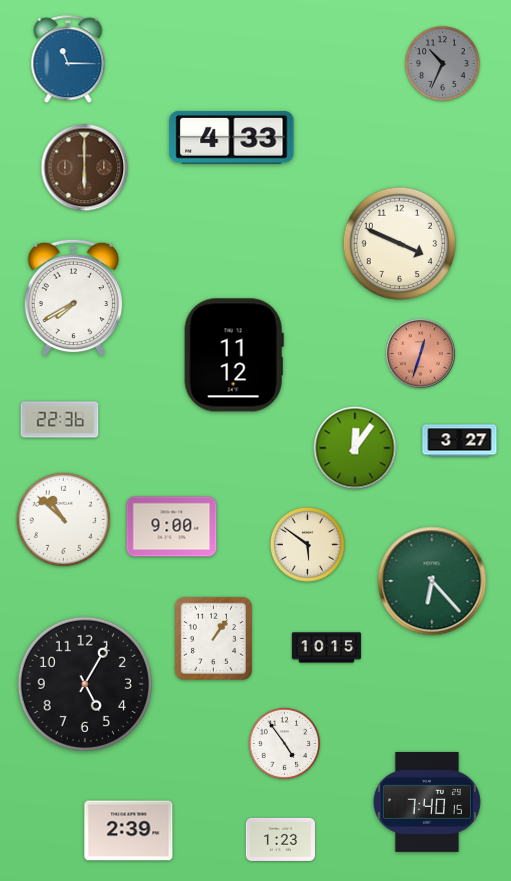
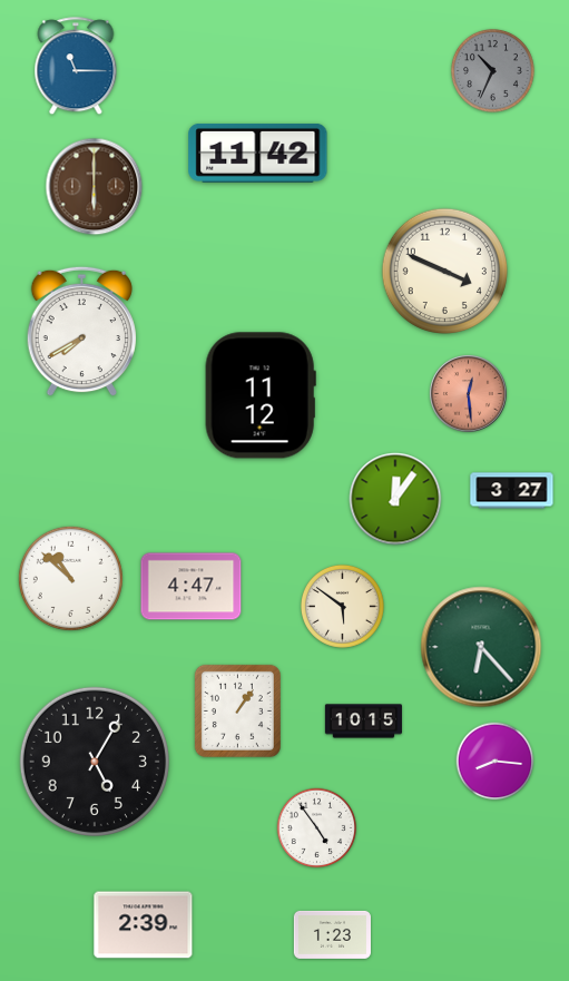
clock at (232, 137): 4:33 -> 11:42
clock at (420, 353): 12:33 -> 12:29
clock at (60, 420): 22:36 -> none
clock at (172, 527): 9:00 -> 4:47
clock at (496, 762): none -> 8:16
clock at (427, 802): 7:40 -> none
clock at (280, 839) position: (280, 839) -> (332, 934)
